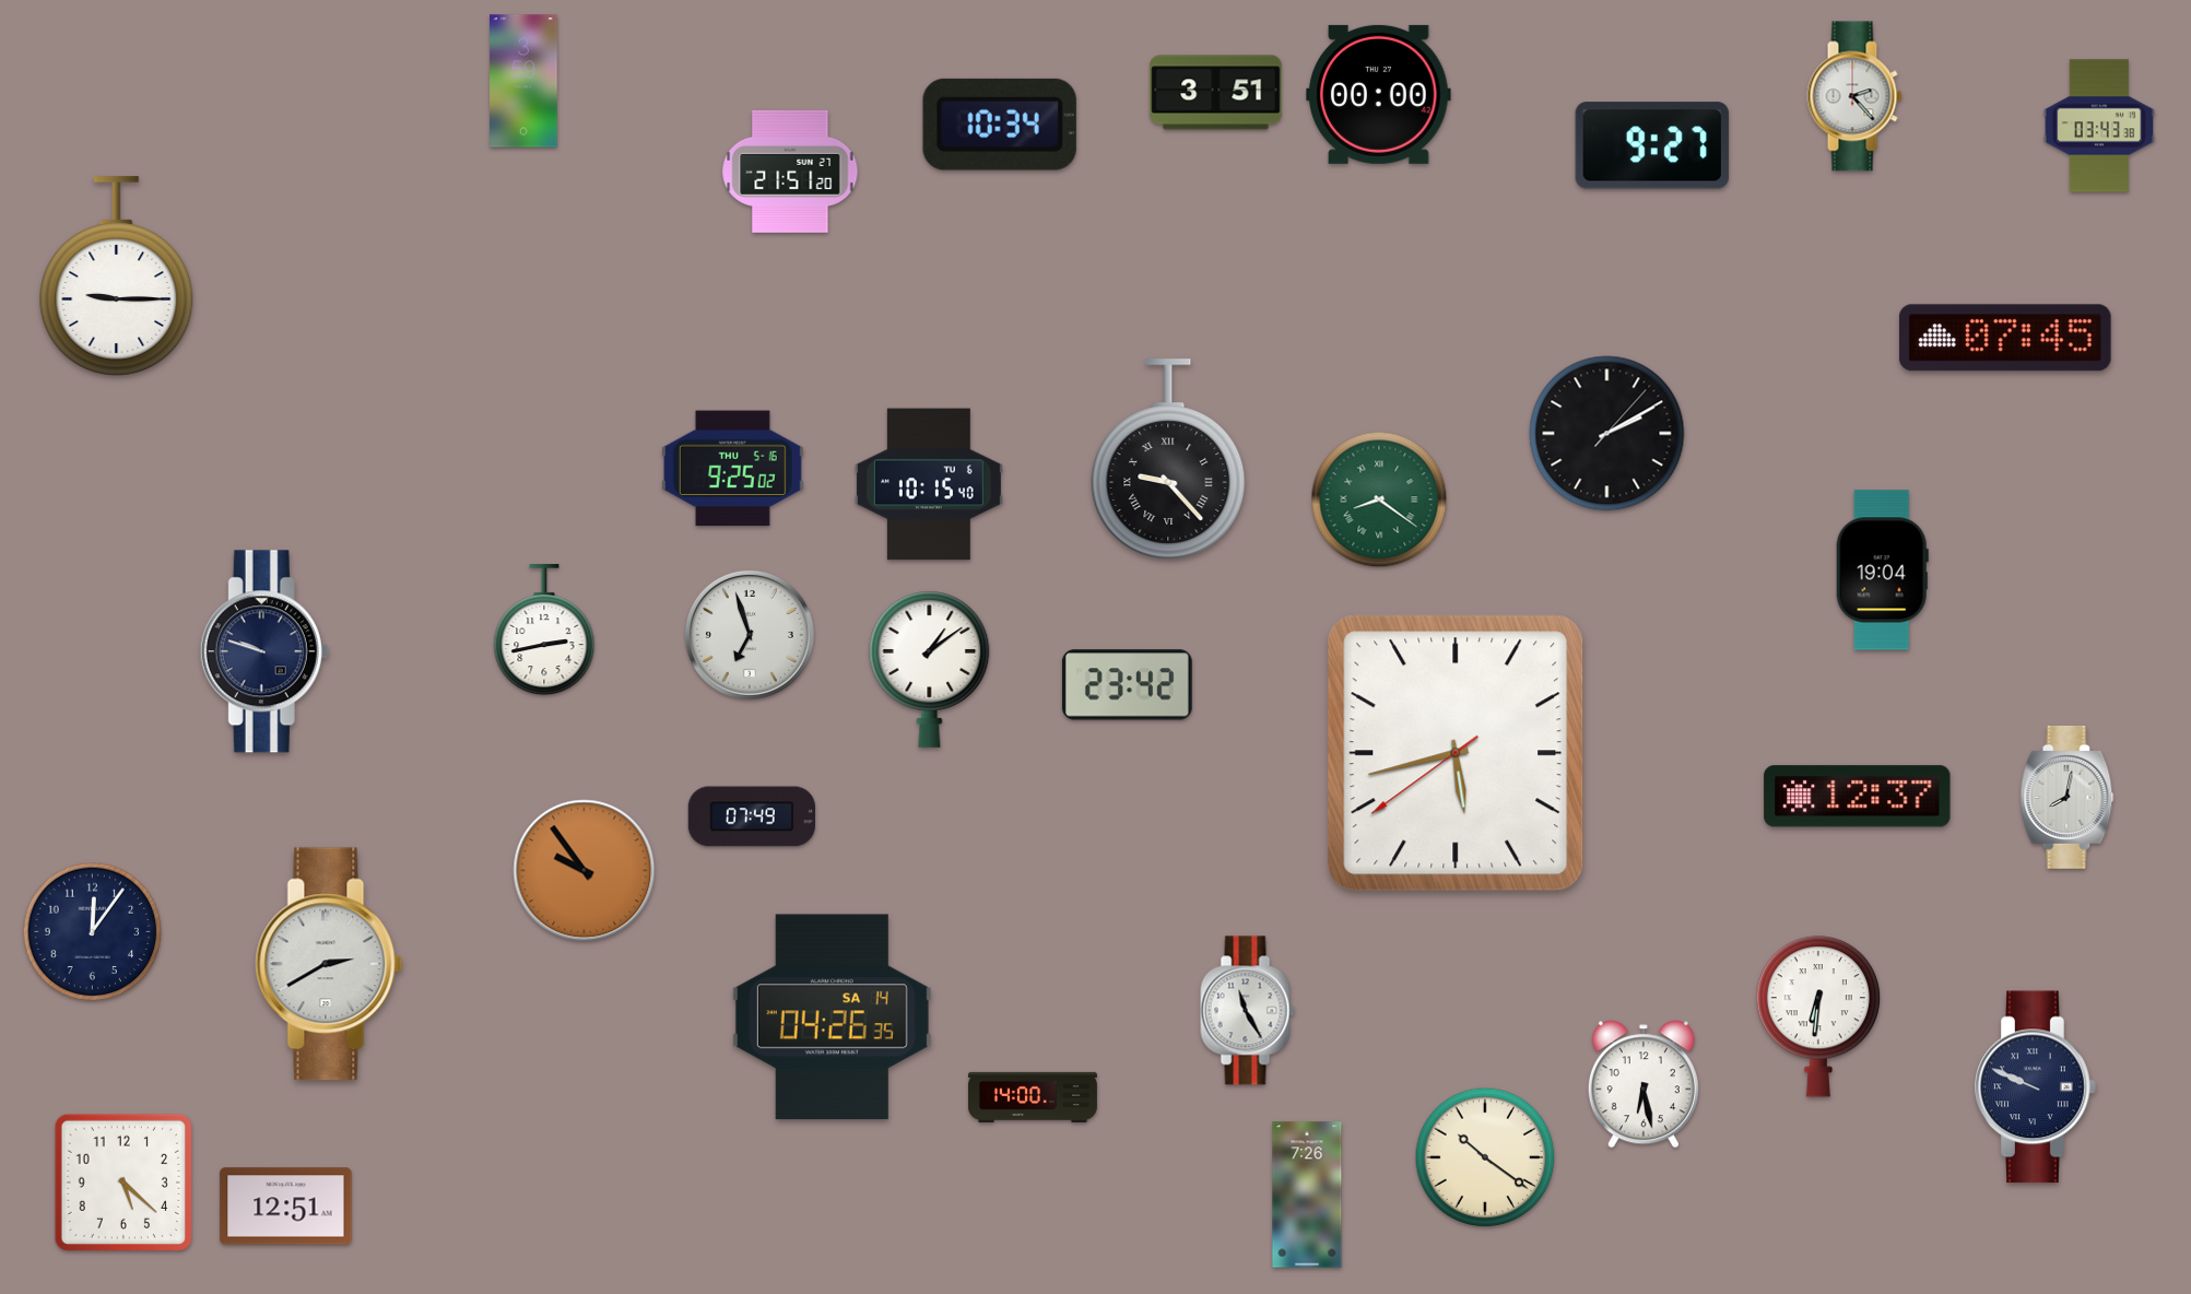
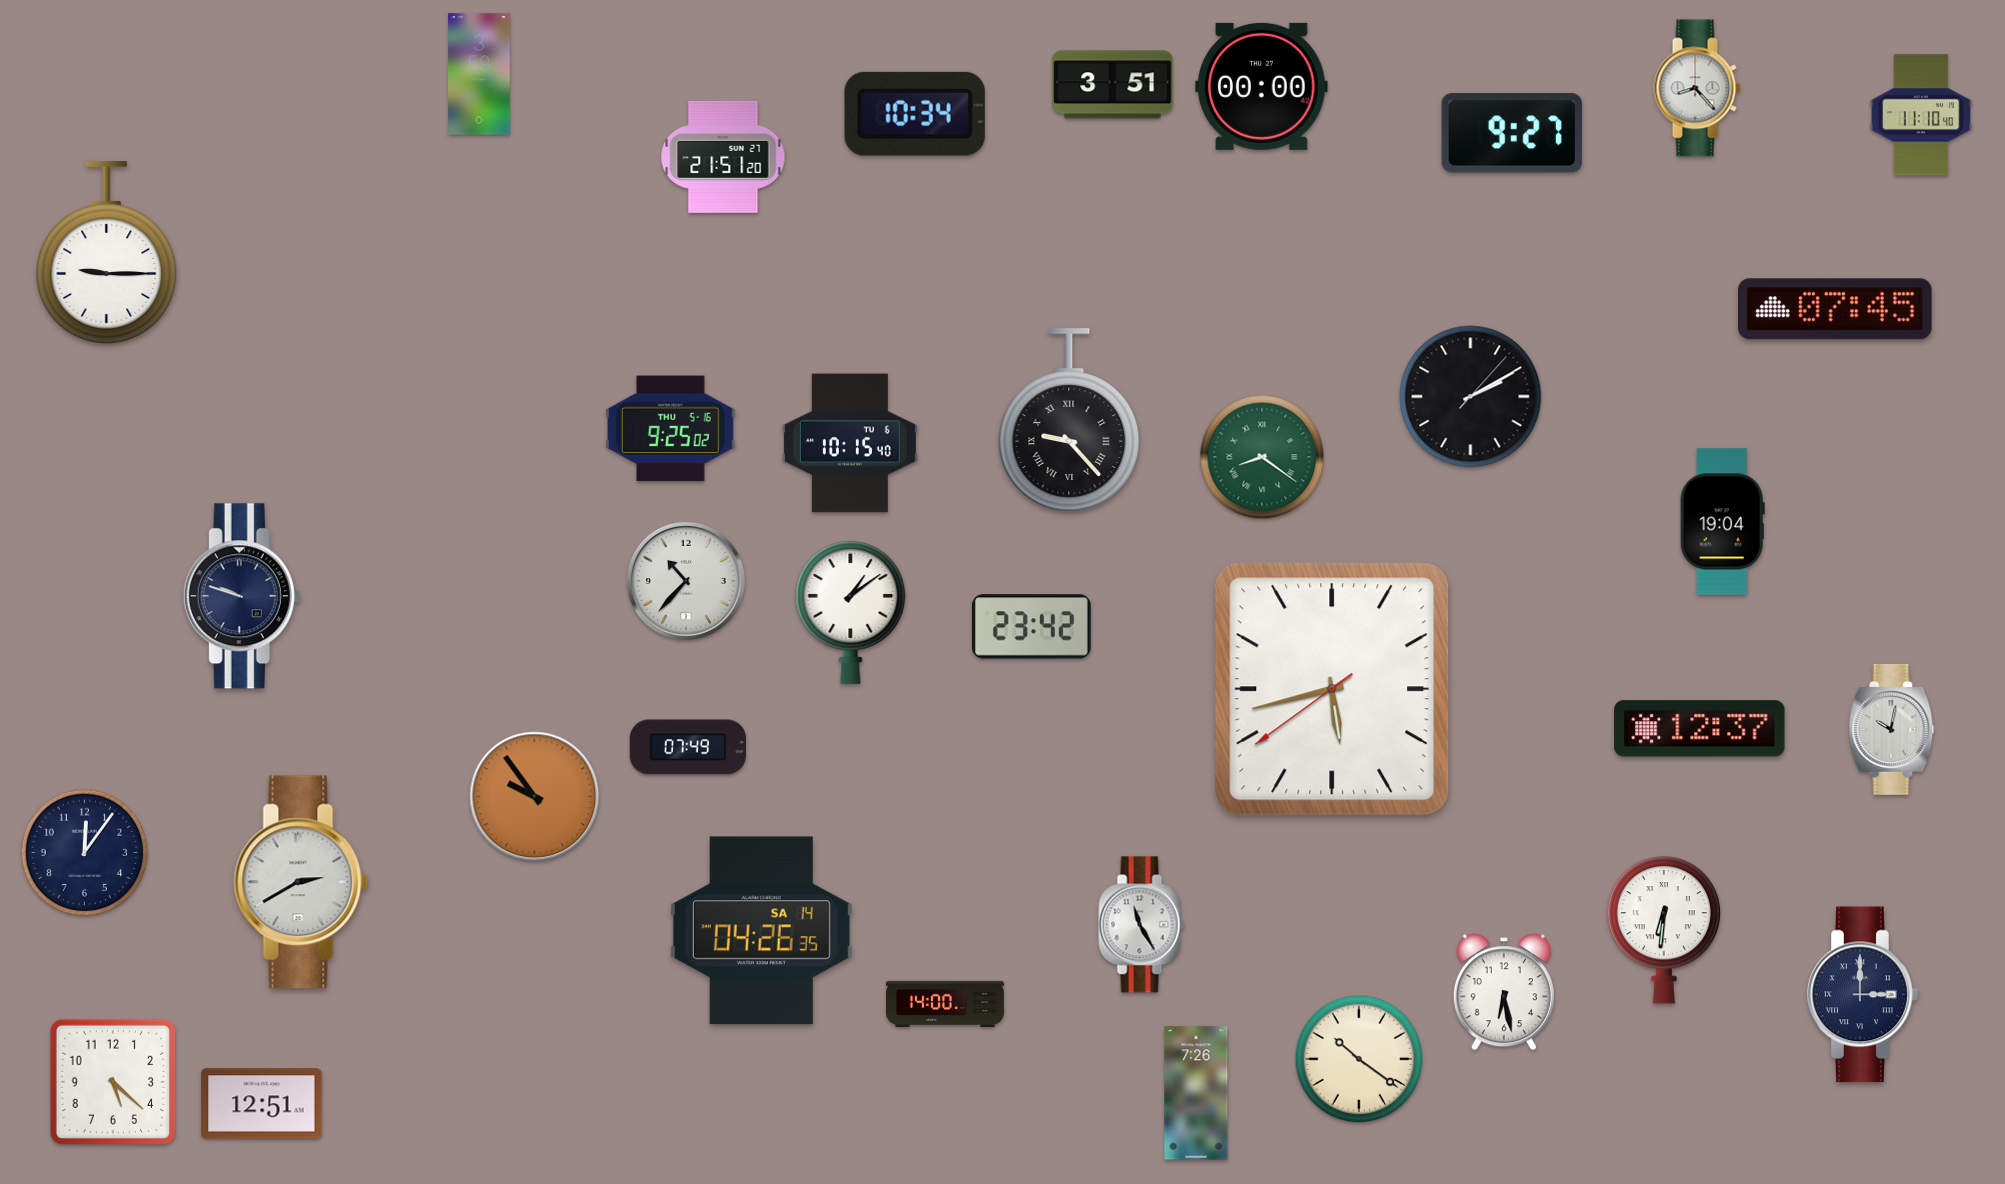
clock at (1854, 96): 2:23 -> 8:23
clock at (2098, 126): 03:43 -> 11:10
clock at (544, 631): 2:43 -> none
clock at (750, 635): 6:57 -> 10:37
clock at (2068, 797): 8:02 -> 10:02
clock at (2036, 1087): 9:49 -> 3:00
